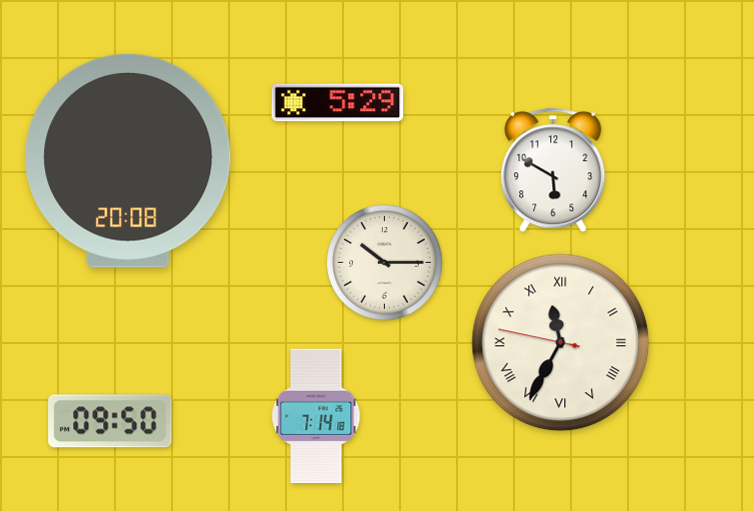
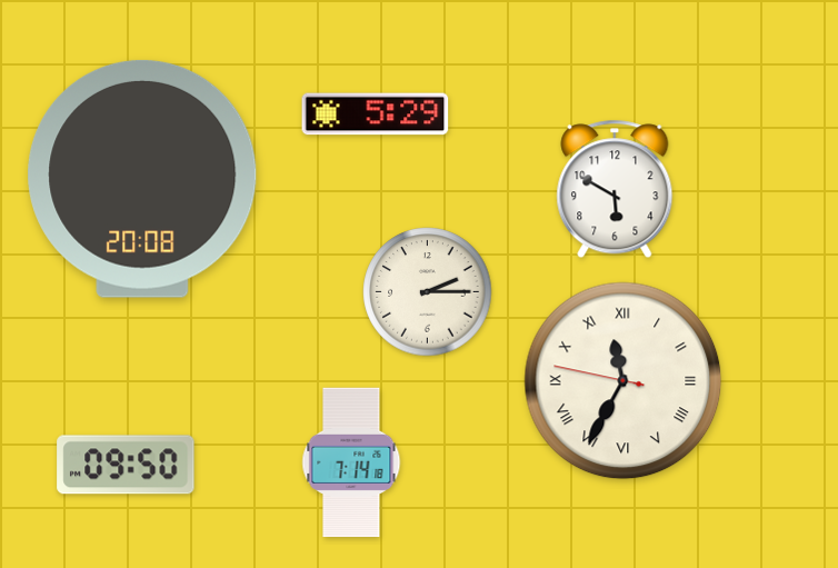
clock at (385, 263): 10:15 -> 2:15
clock at (110, 421) position: (110, 421) -> (126, 465)
